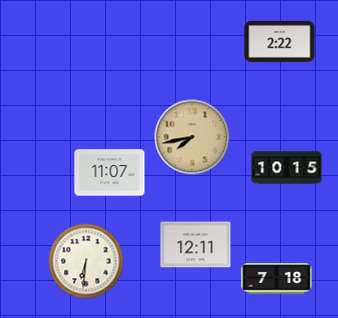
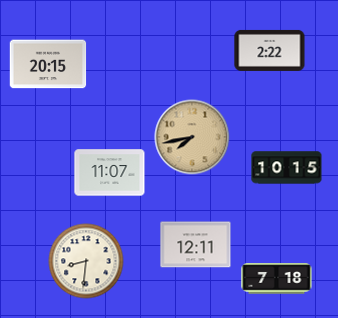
clock at (280, 41) position: (280, 41) -> (270, 50)
clock at (48, 64): none -> 20:15
clock at (86, 261): 6:31 -> 8:31
